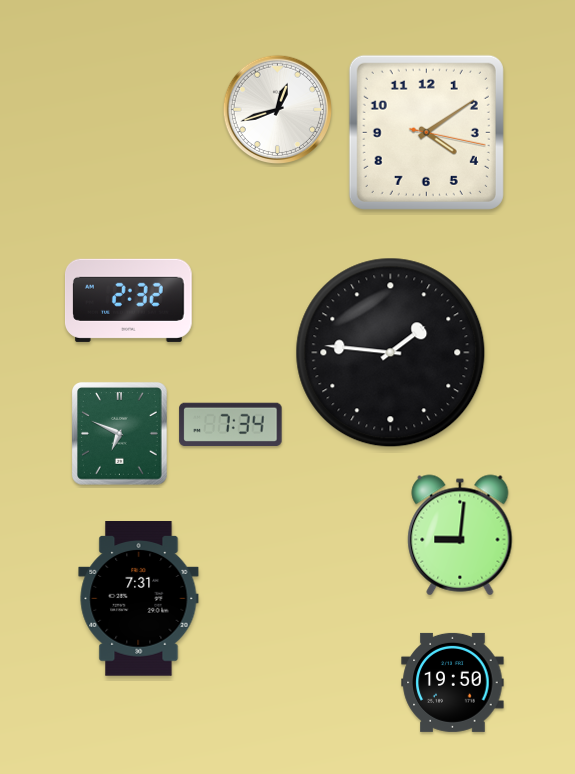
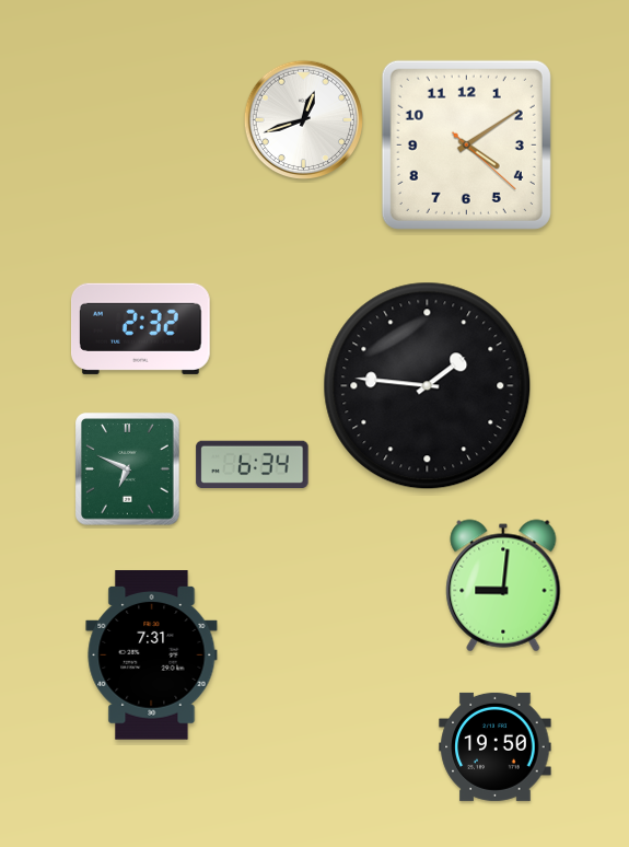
clock at (426, 132): 4:09:17 -> 4:09:22
clock at (231, 424): 7:34 -> 6:34
clock at (120, 434) position: (120, 434) -> (128, 469)
